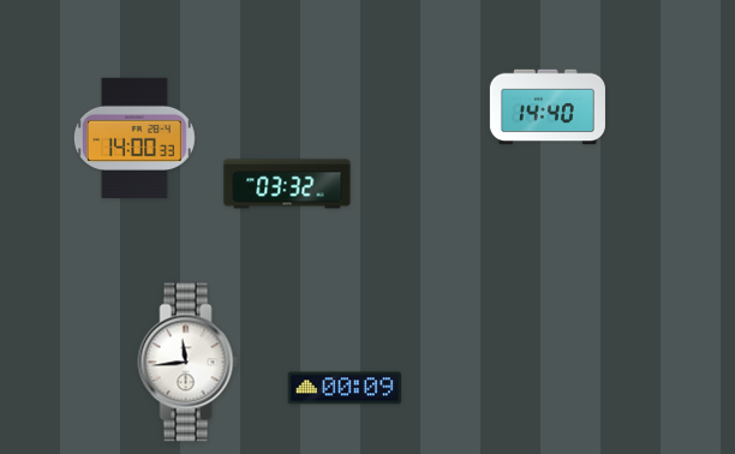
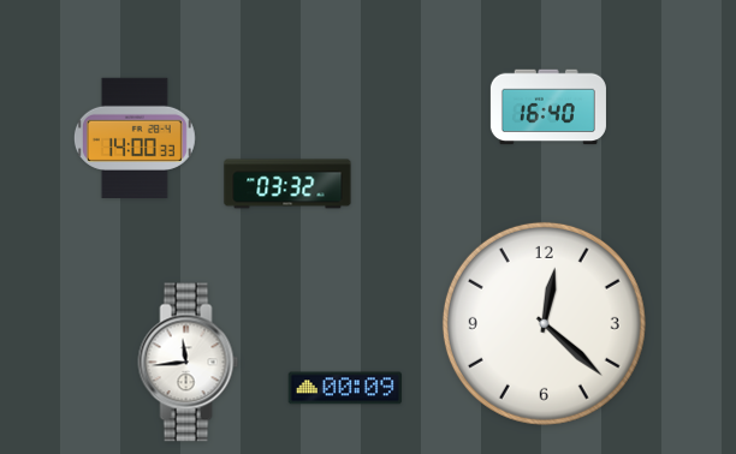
clock at (548, 107): 14:40 -> 16:40
clock at (544, 323): none -> 12:22
